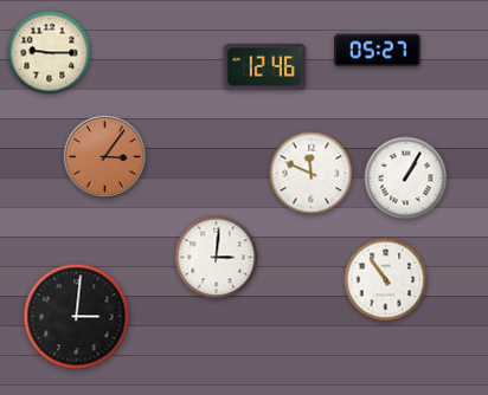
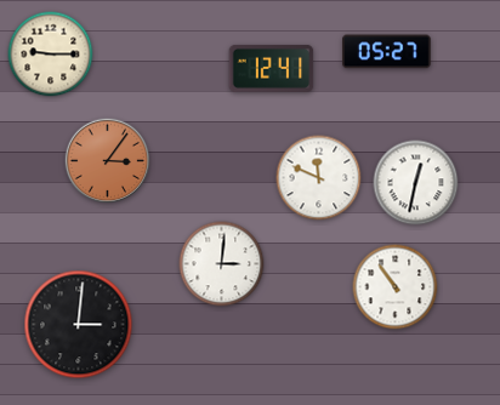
clock at (265, 66): 12:46 -> 12:41
clock at (406, 179): 1:05 -> 12:32
